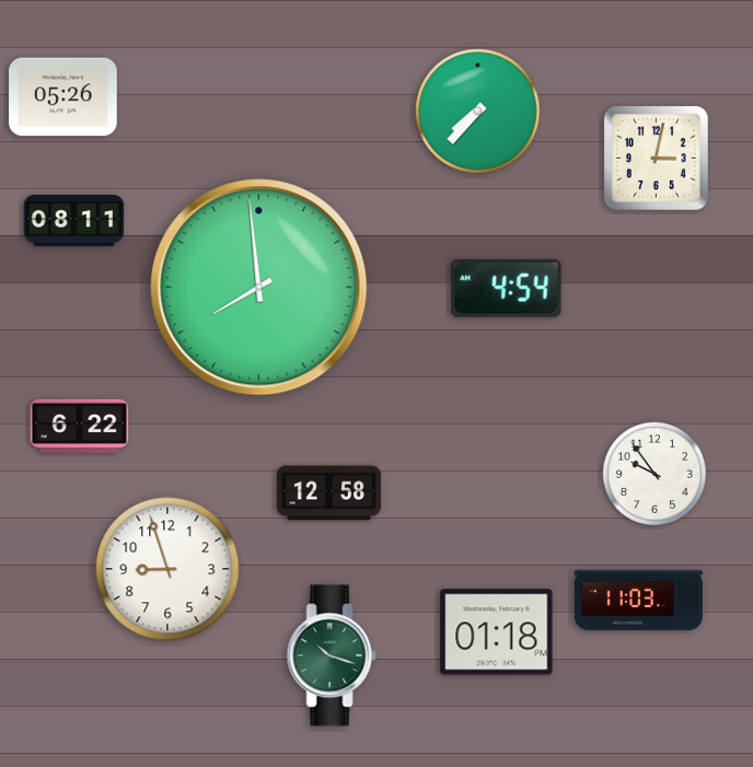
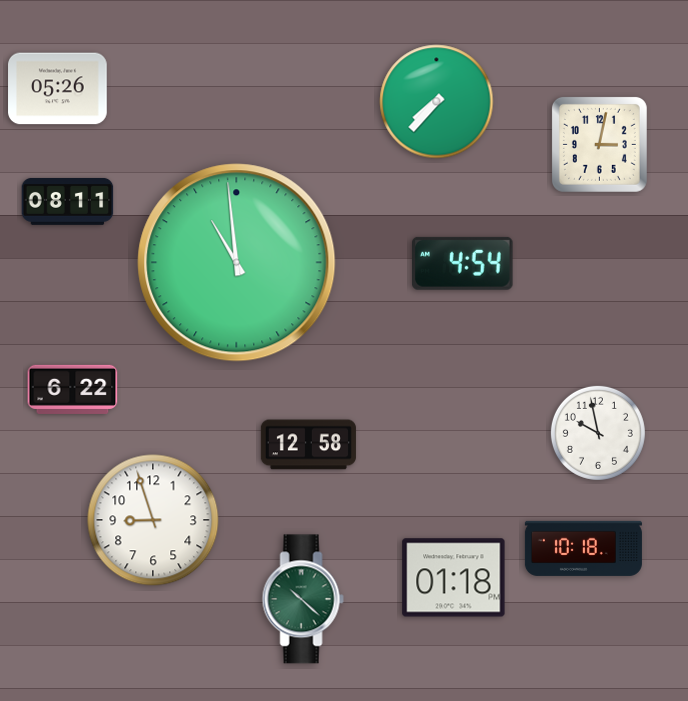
clock at (259, 288): 7:59 -> 10:59
clock at (654, 474): 9:54 -> 9:58
clock at (328, 493) position: (328, 493) -> (308, 445)
clock at (638, 600): 11:03 -> 10:18
clock at (332, 655): 10:18 -> 10:22
